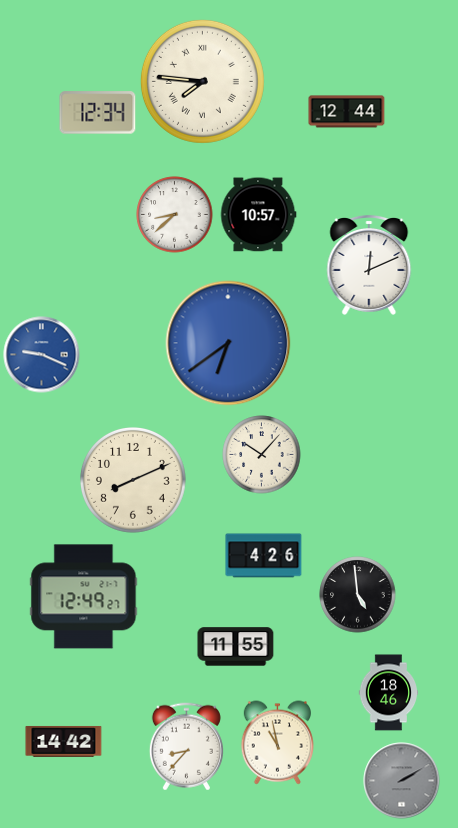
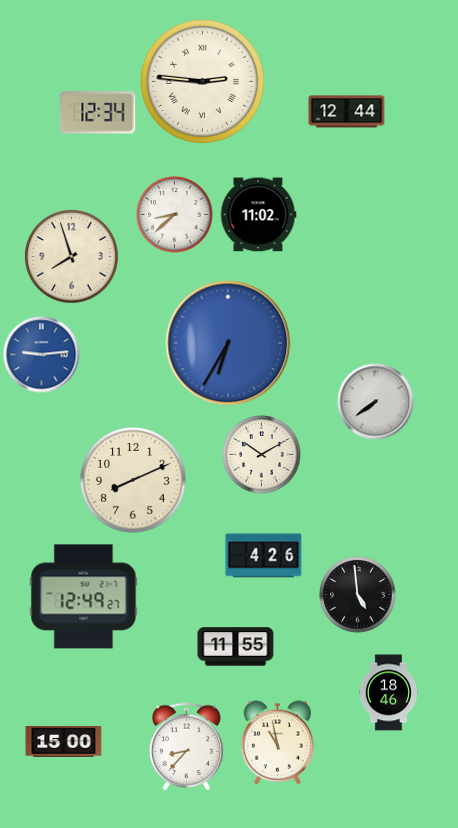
clock at (202, 81): 7:46 -> 2:46
clock at (258, 215): 10:57 -> 11:02
clock at (72, 257): none -> 7:57
clock at (369, 265): 12:11 -> none
clock at (228, 343): 6:39 -> 6:35
clock at (42, 355): 9:19 -> 9:14
clock at (376, 402): none -> 7:39
clock at (262, 455): 10:07 -> 10:10
clock at (64, 741): 14:42 -> 15:00
clock at (402, 781): 2:10 -> none
